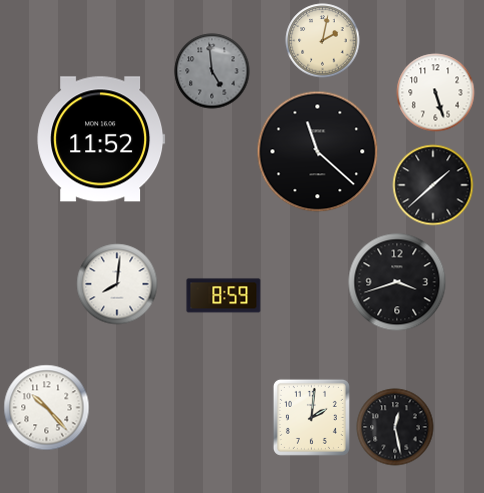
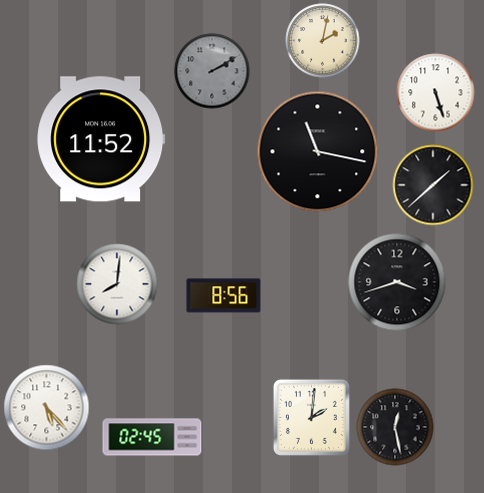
clock at (212, 71): 4:59 -> 2:10
clock at (318, 152): 11:22 -> 11:17
clock at (224, 296): 8:59 -> 8:56
clock at (47, 408): 10:23 -> 5:23
clock at (152, 437): none -> 02:45
